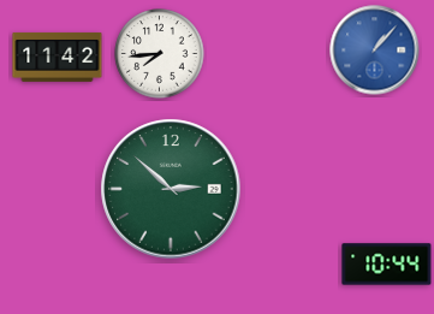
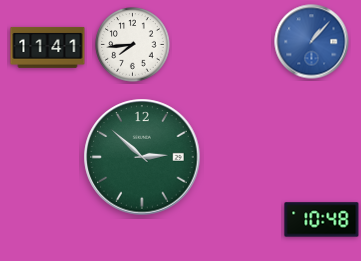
clock at (58, 57): 11:42 -> 11:41
clock at (387, 265): 10:44 -> 10:48
